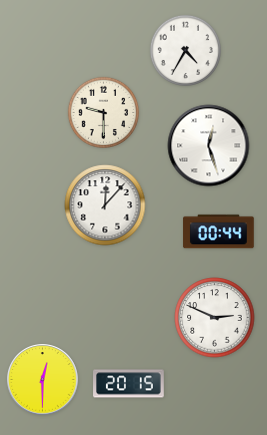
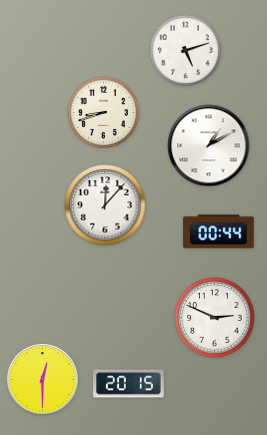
clock at (185, 50): 4:35 -> 5:12
clock at (103, 112): 9:30 -> 8:42
clock at (209, 146): 12:27 -> 1:10
